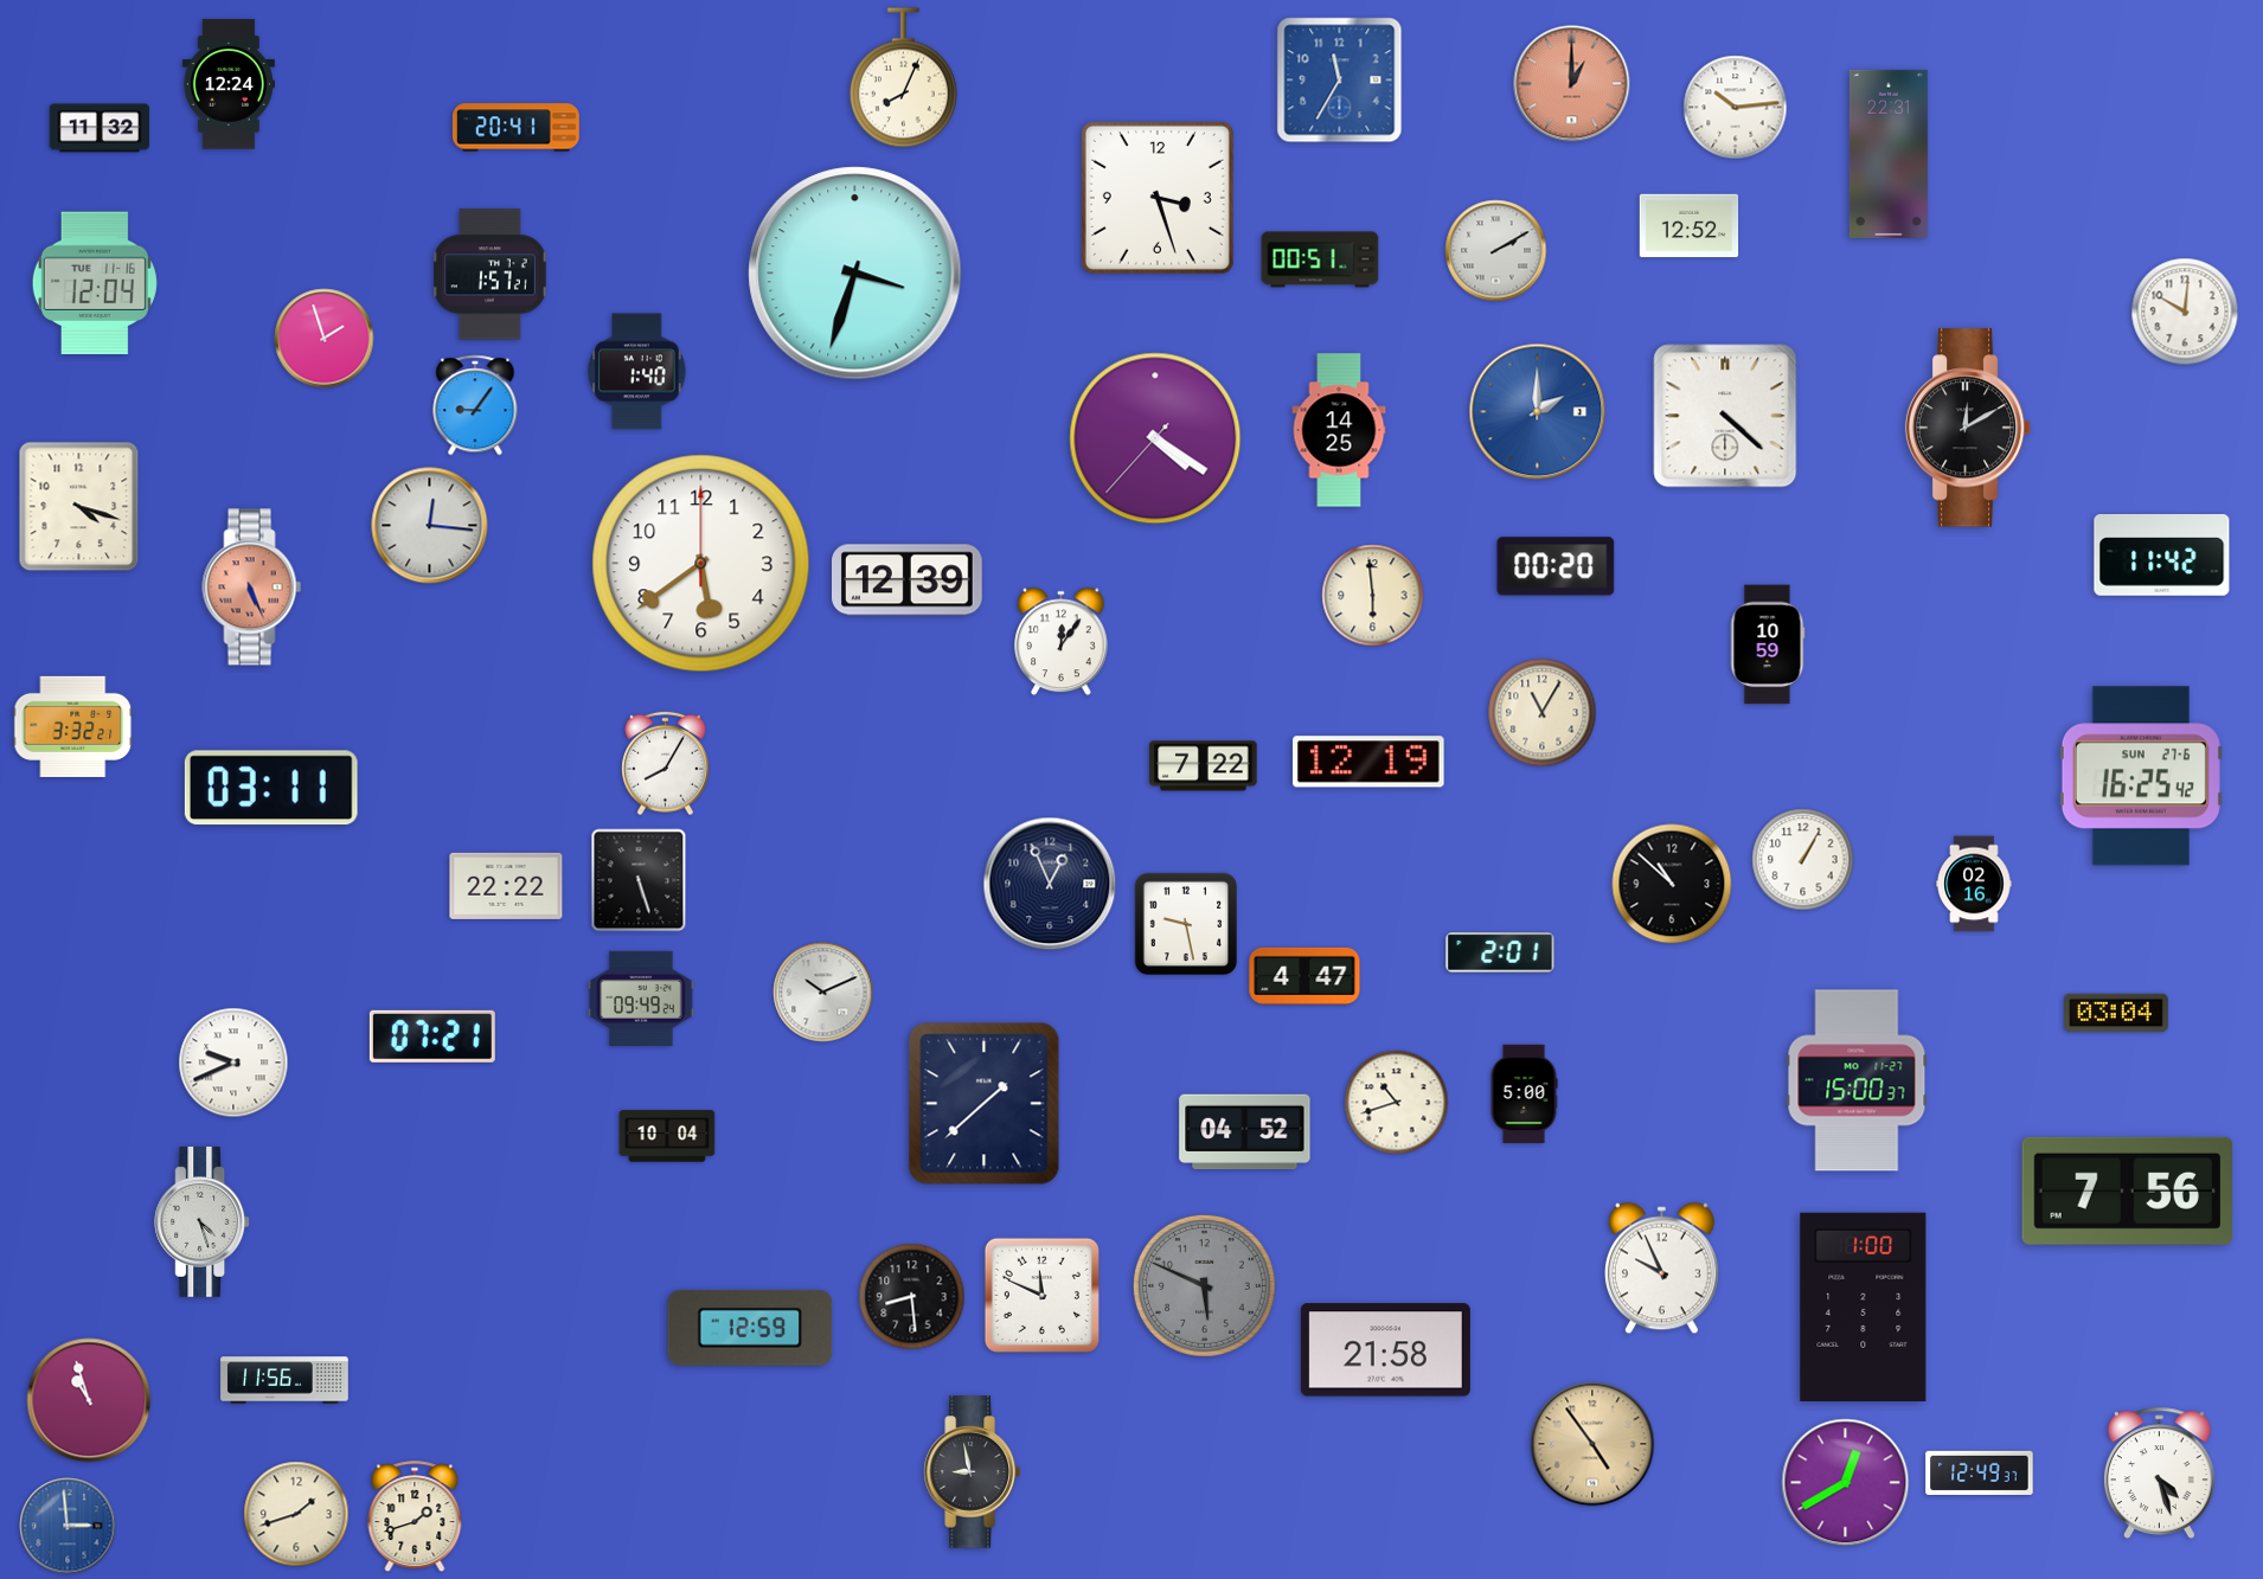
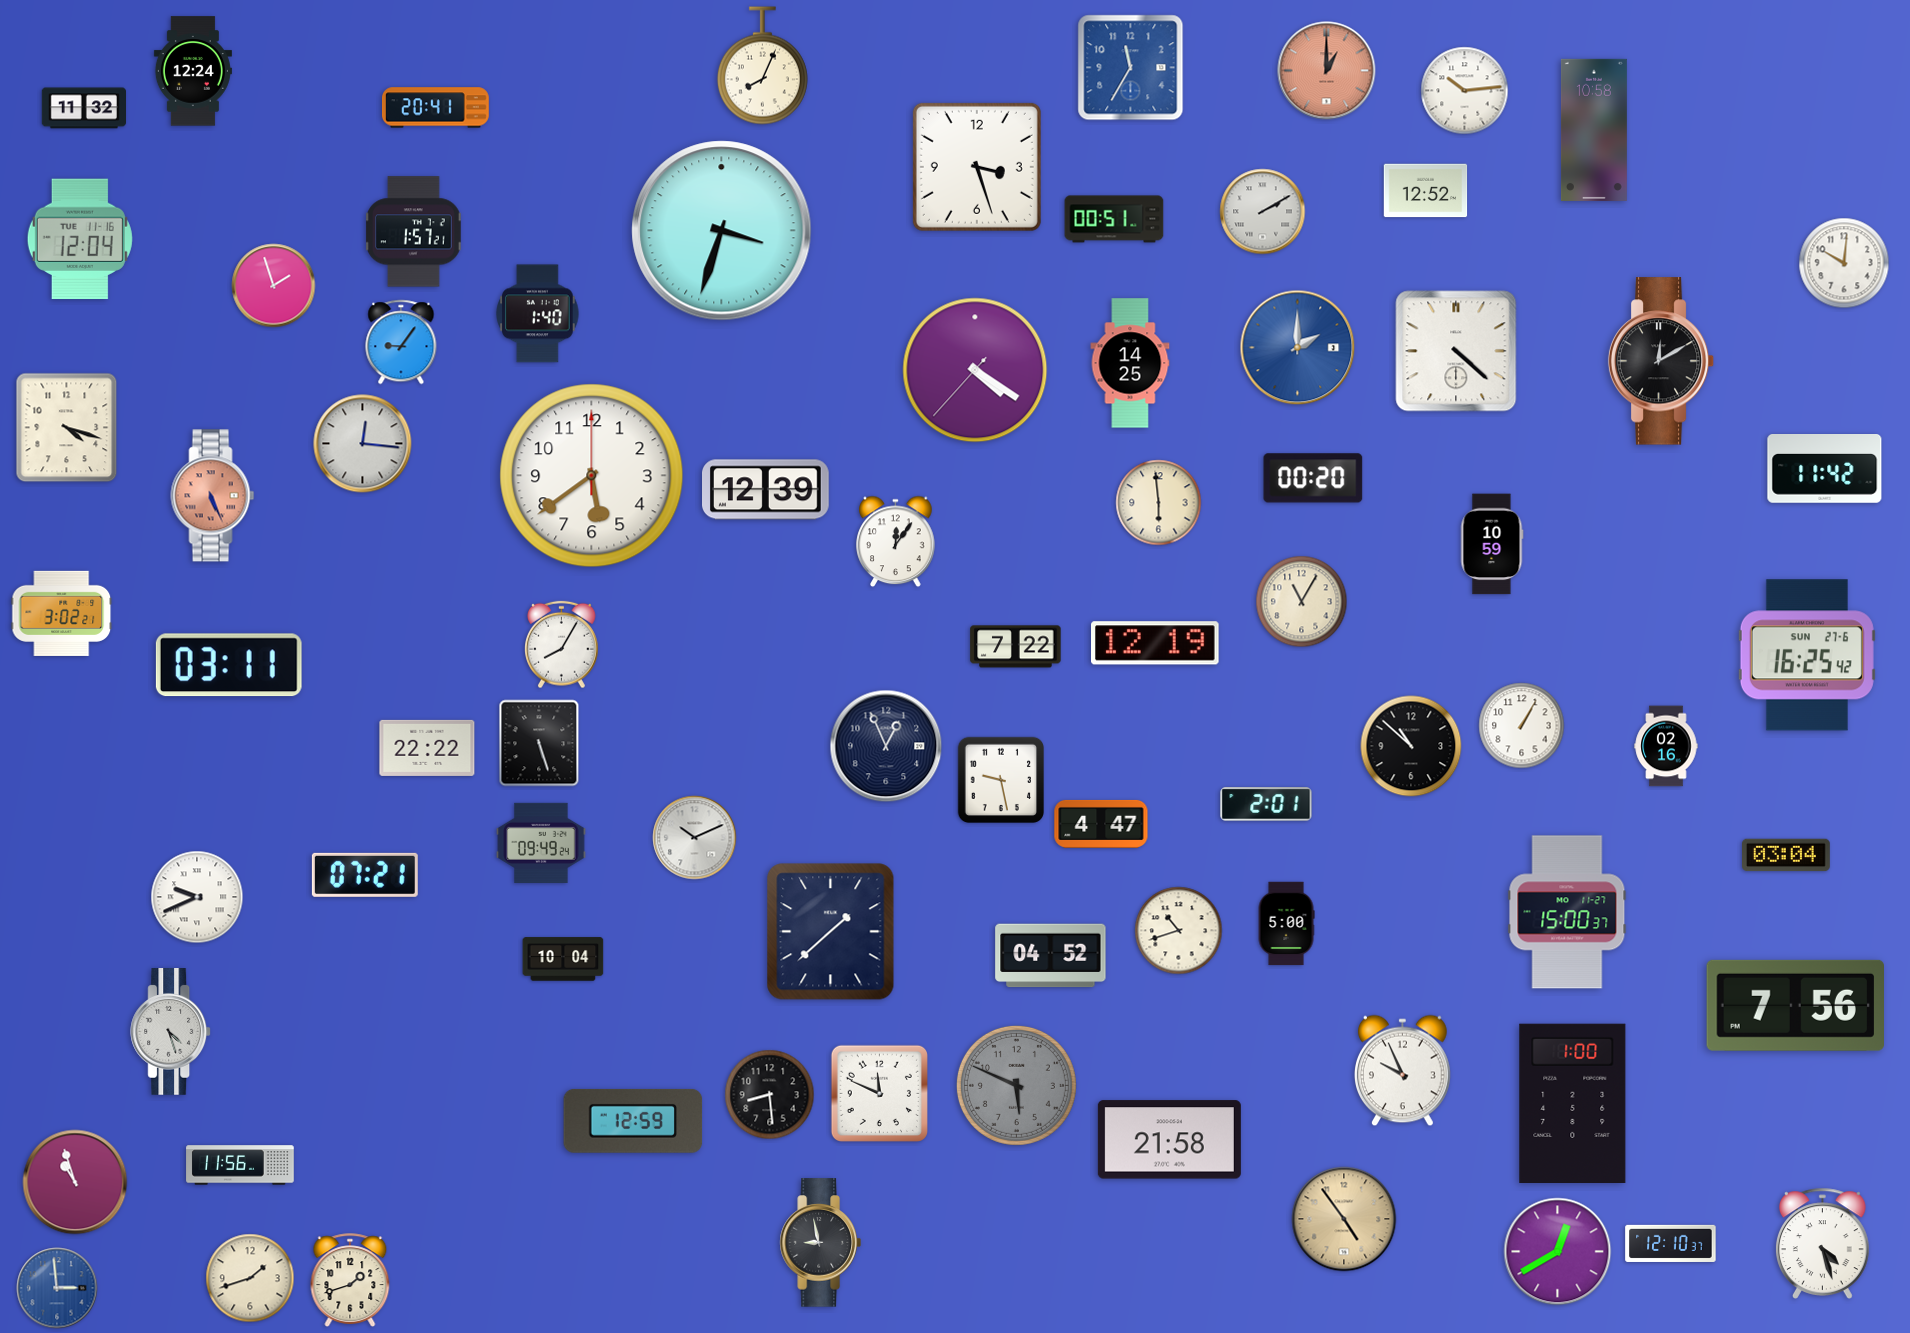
clock at (1889, 154): 22:31 -> 10:58
clock at (73, 726): 3:32 -> 3:02
clock at (1980, 1472): 12:49 -> 12:10
